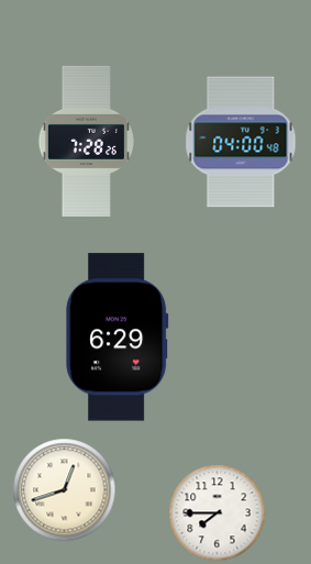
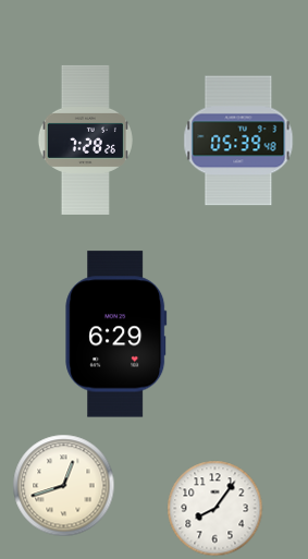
clock at (241, 142): 04:00 -> 05:39
clock at (216, 512): 7:45 -> 8:06
